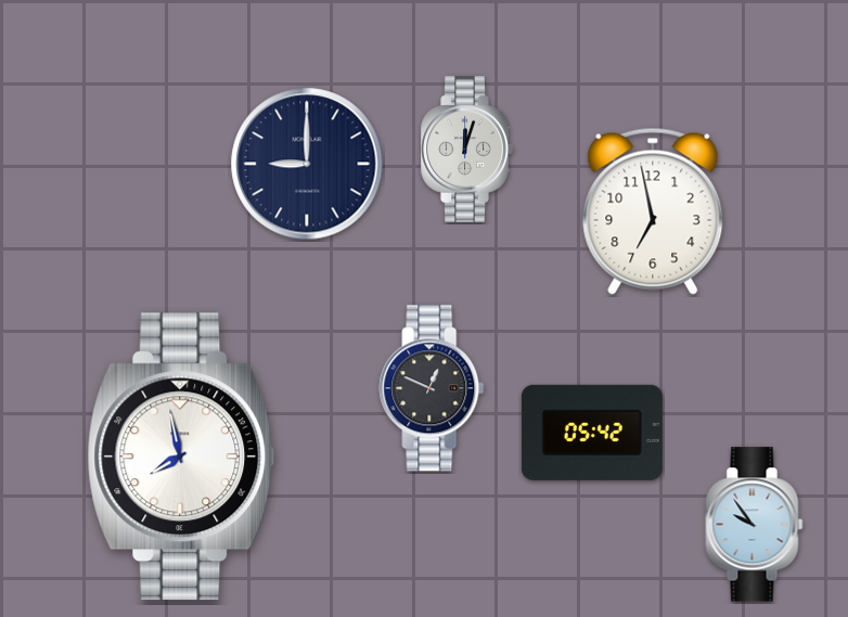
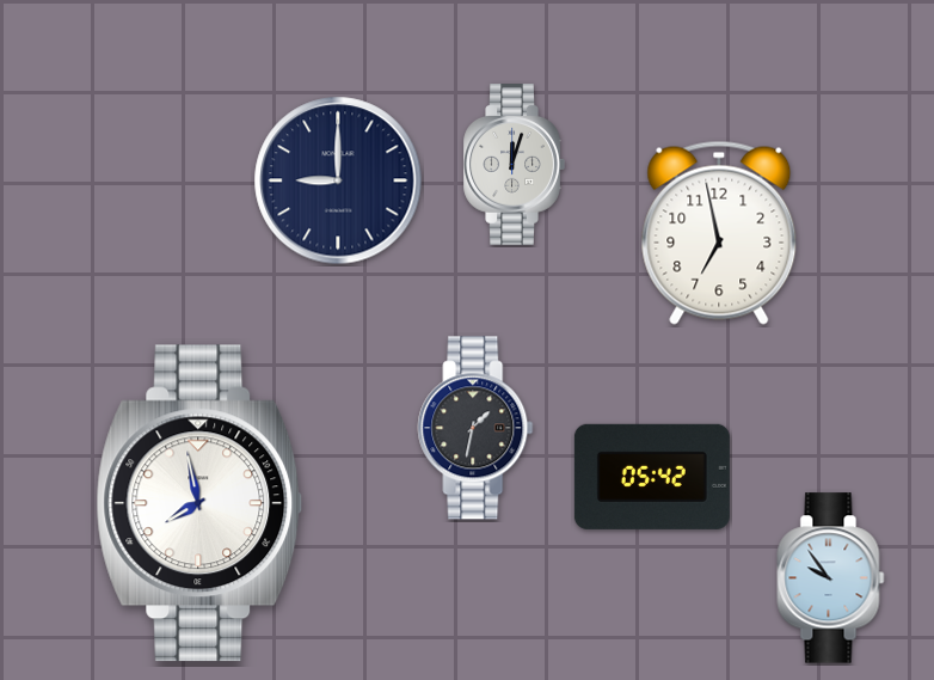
clock at (432, 388): 12:49 -> 1:32
